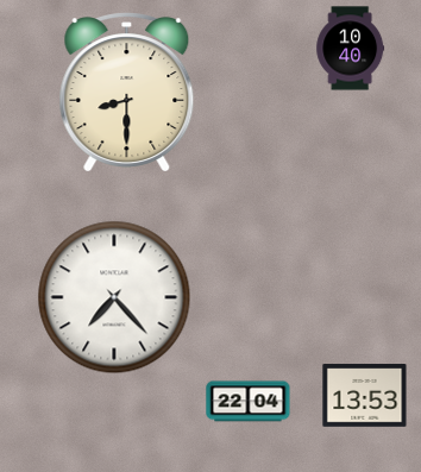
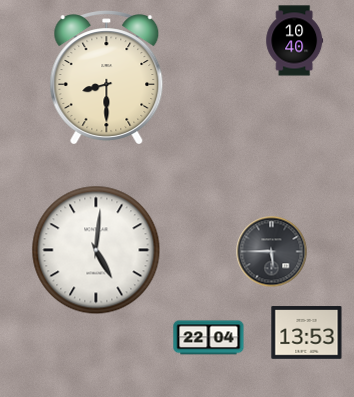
clock at (114, 297): 7:23 -> 5:01
clock at (272, 252): none -> 5:45
